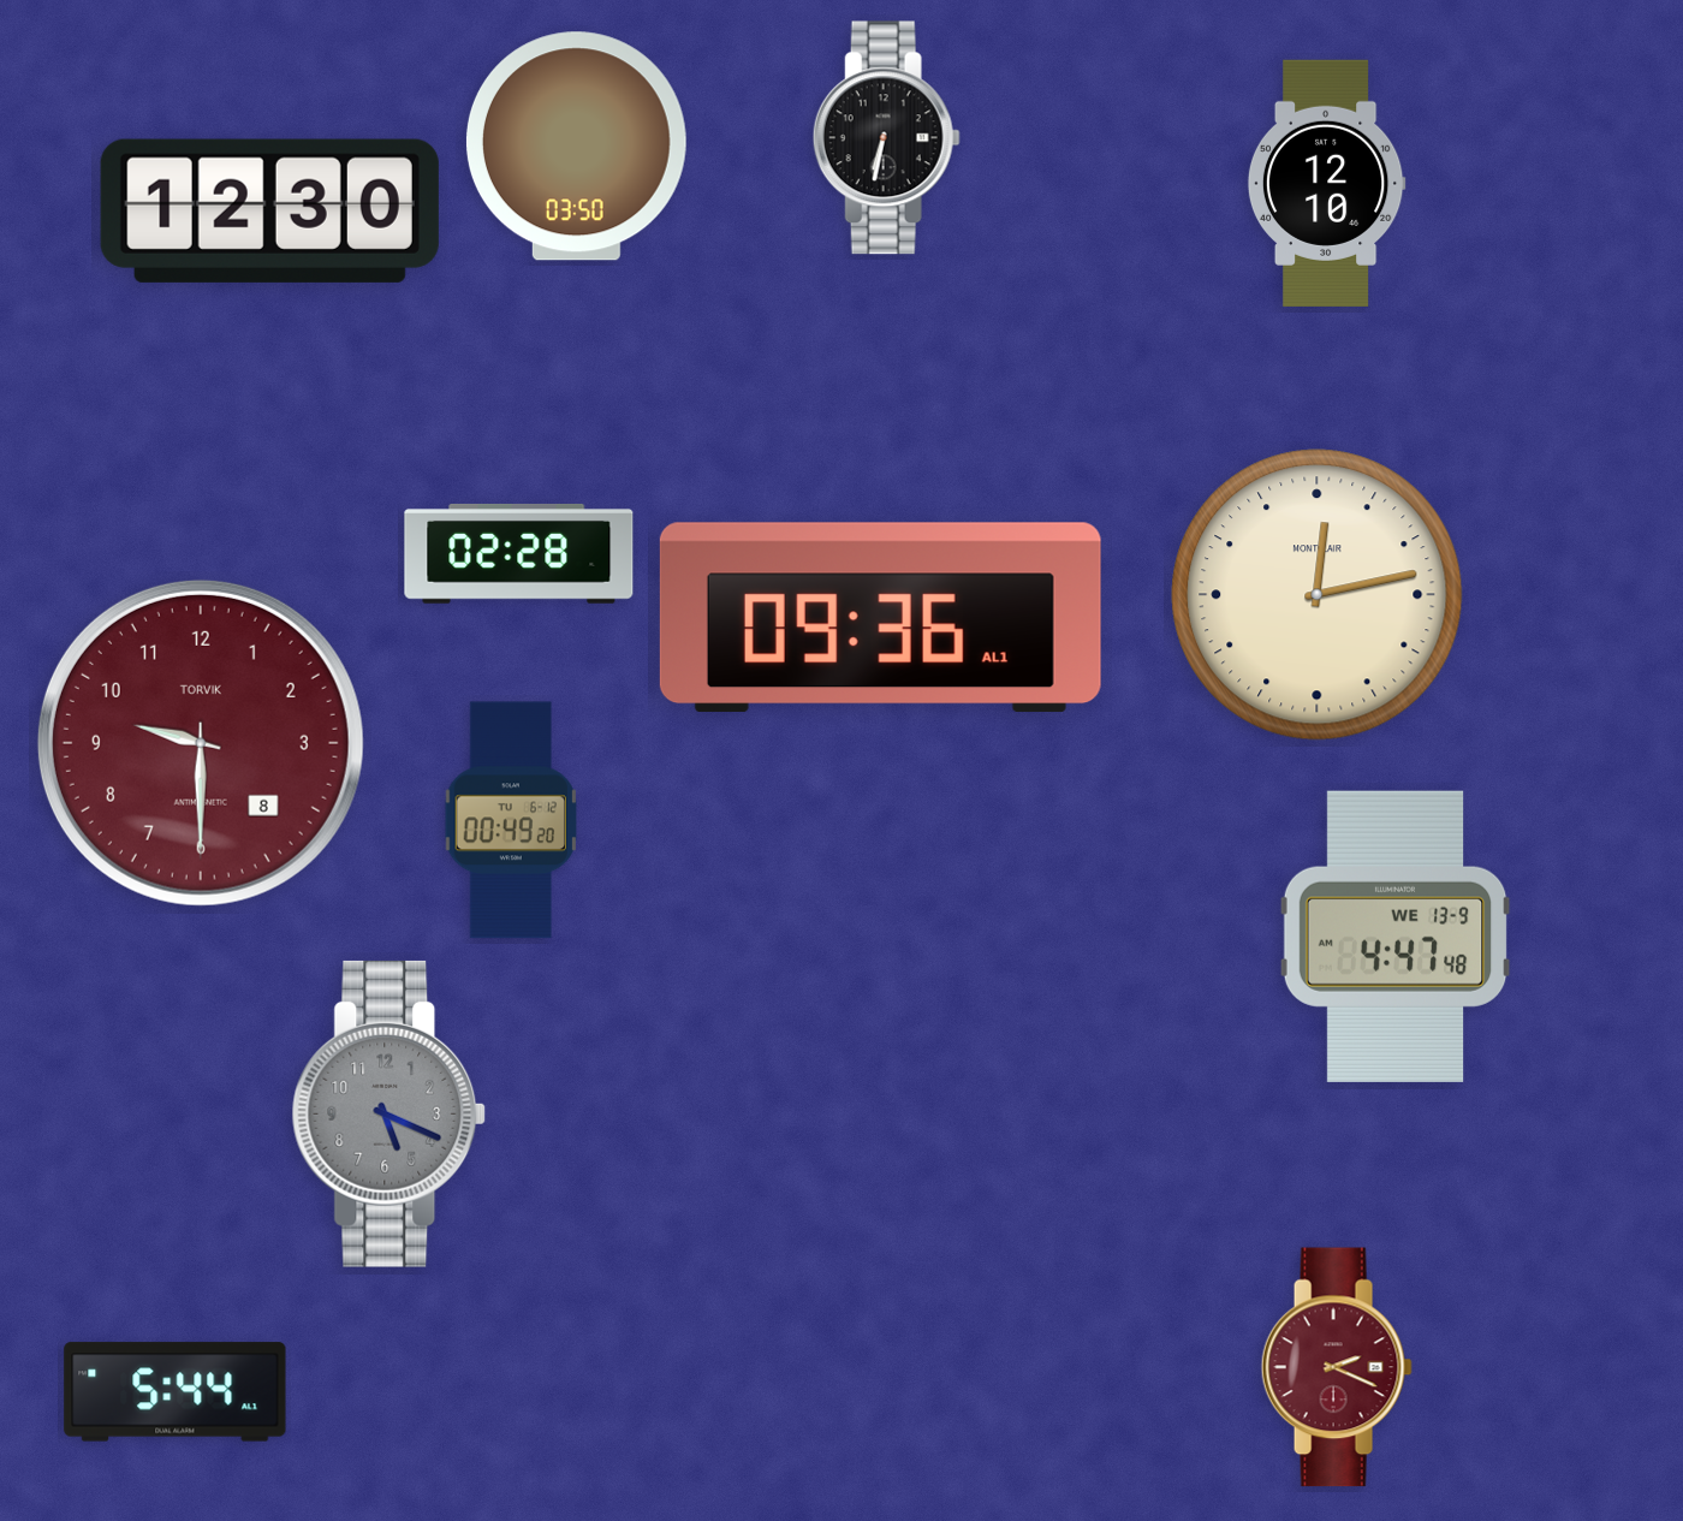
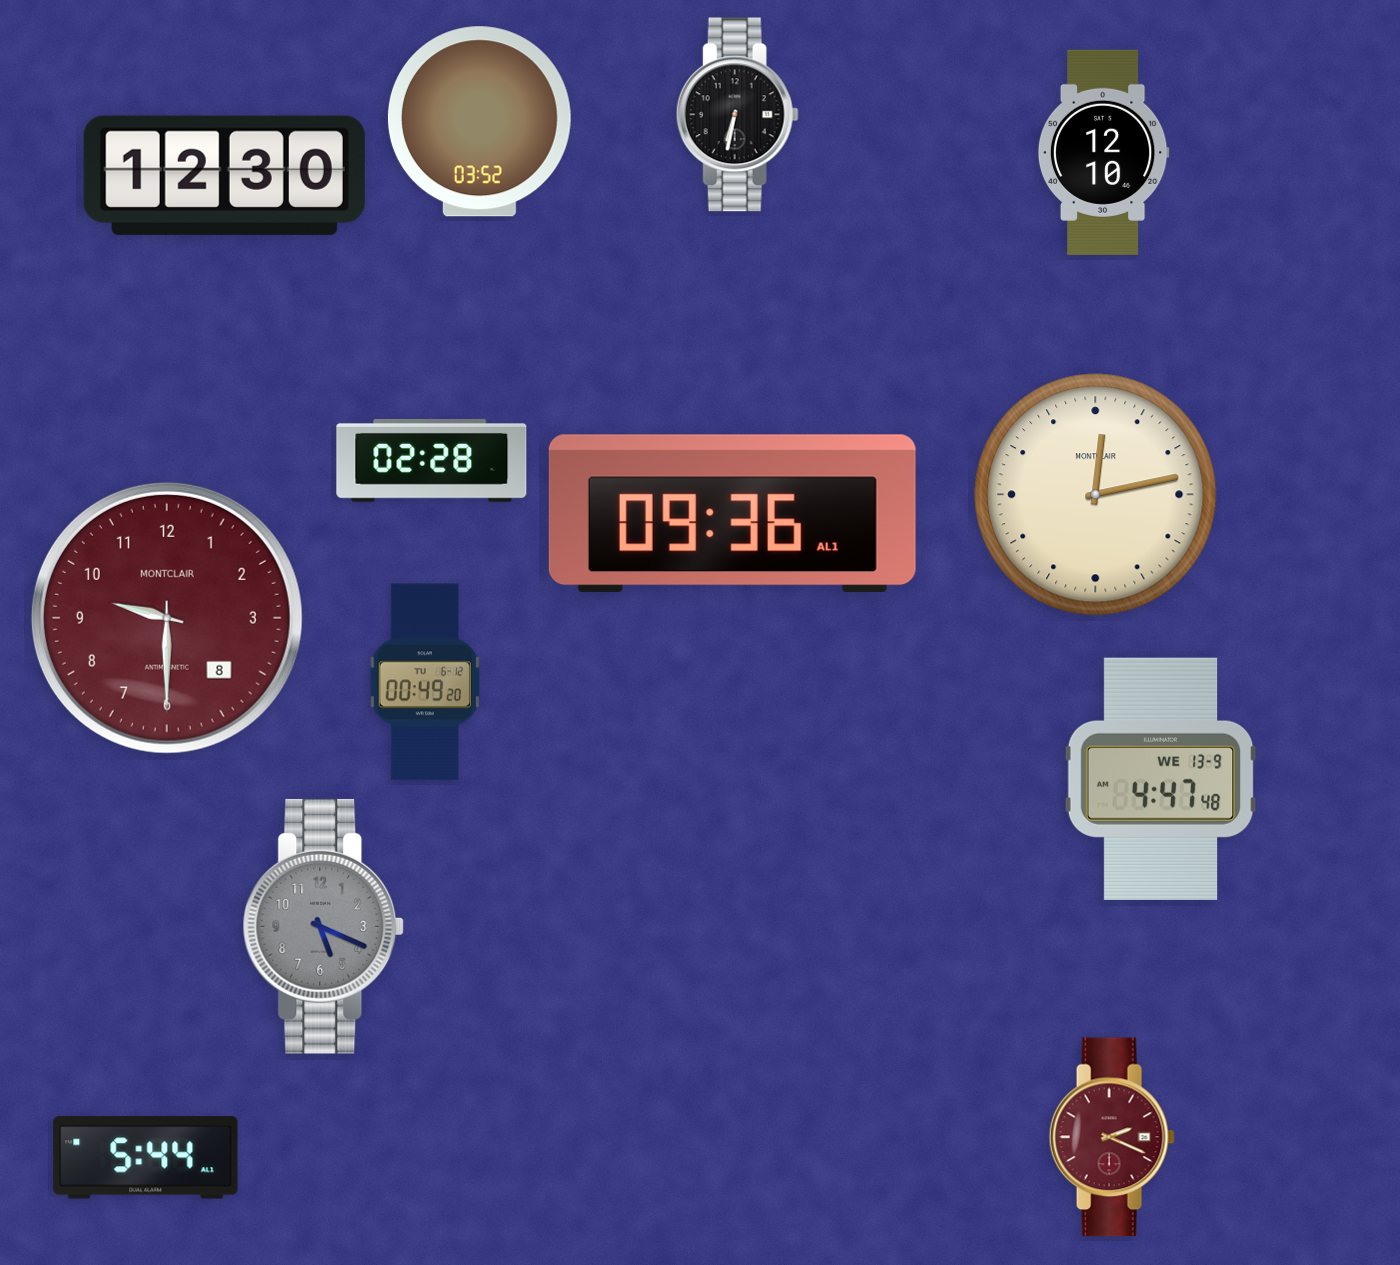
clock at (576, 147): 03:50 -> 03:52
clock at (201, 743) brand: TORVIK -> MONTCLAIR
